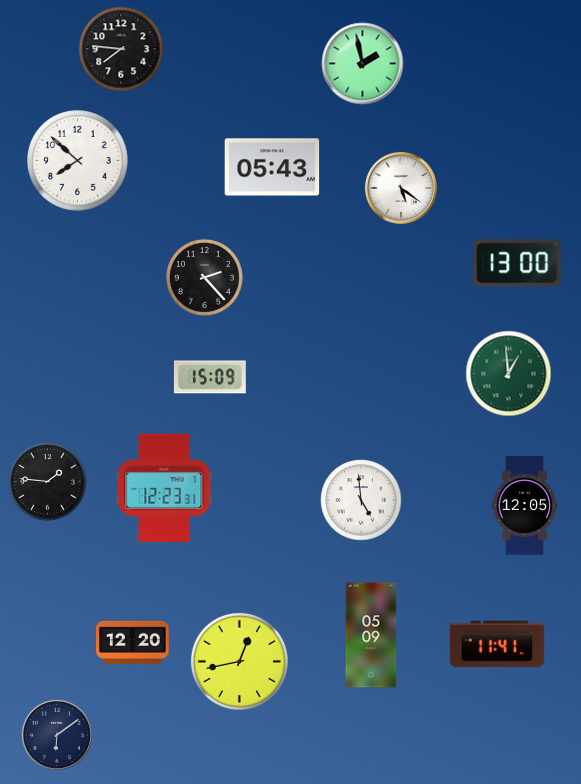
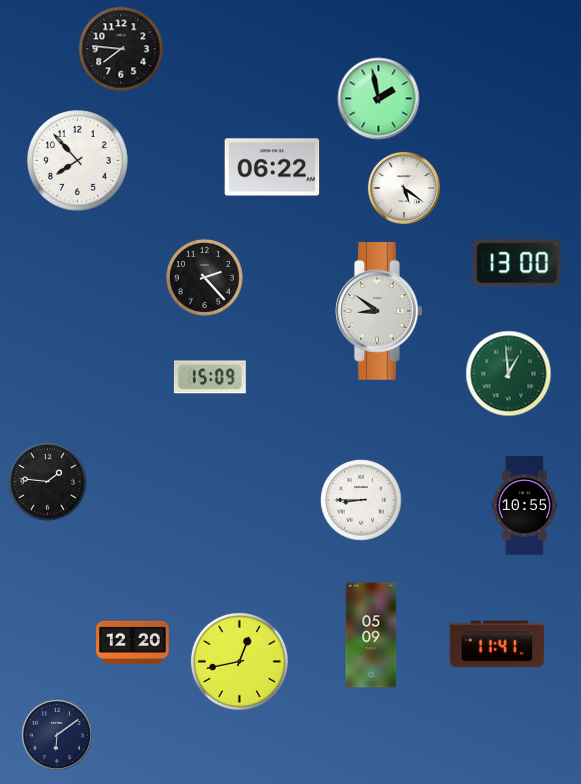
clock at (363, 64) position: (363, 64) -> (379, 99)
clock at (78, 161): 7:52 -> 7:53
clock at (272, 167): 05:43 -> 06:22
clock at (401, 188) position: (401, 188) -> (404, 188)
clock at (379, 312): none -> 8:51
clock at (164, 487): 12:23 -> none
clock at (361, 500): 4:59 -> 8:45
clock at (525, 506): 12:05 -> 10:55
